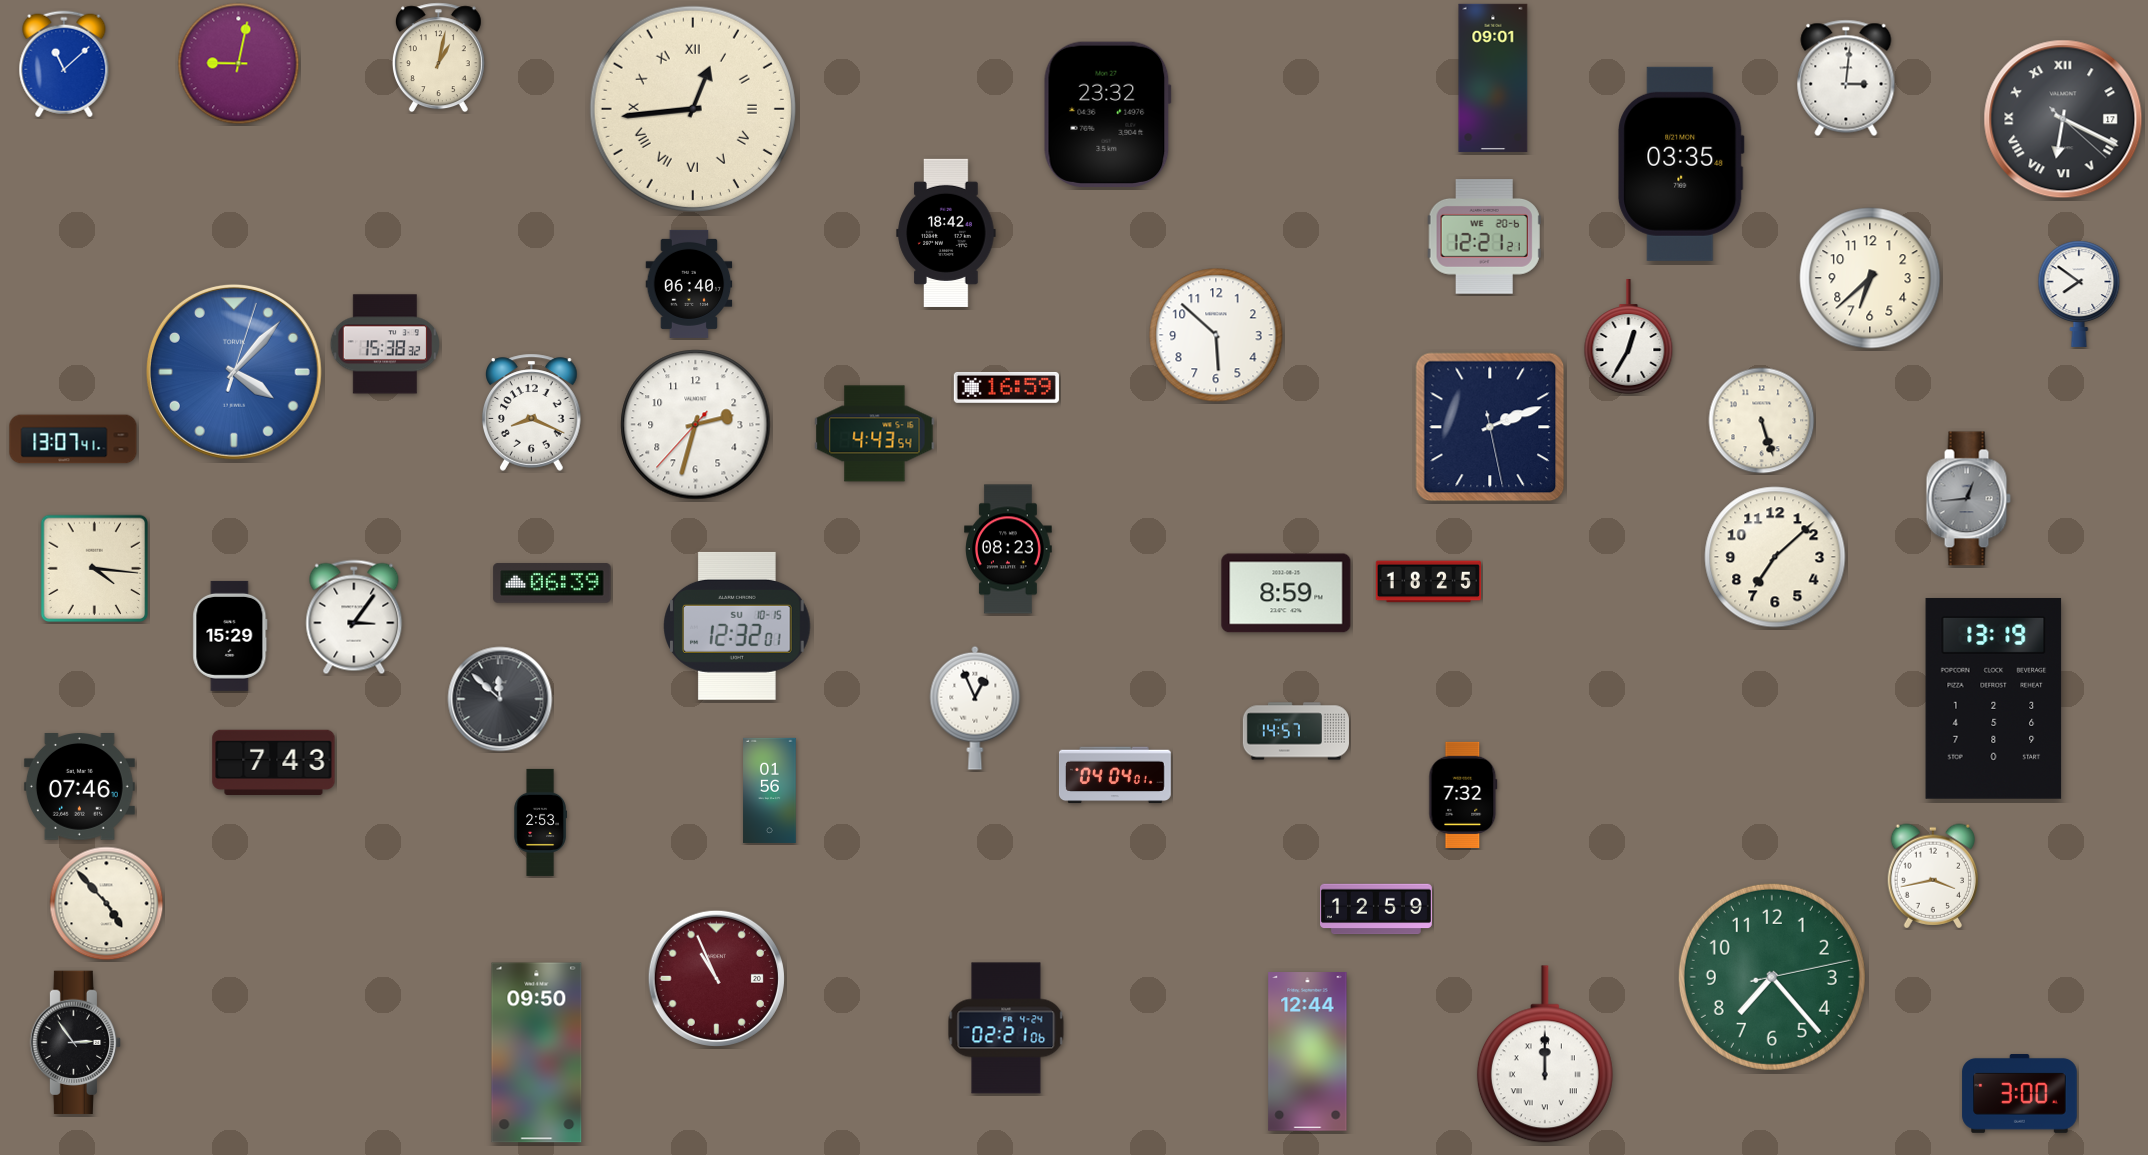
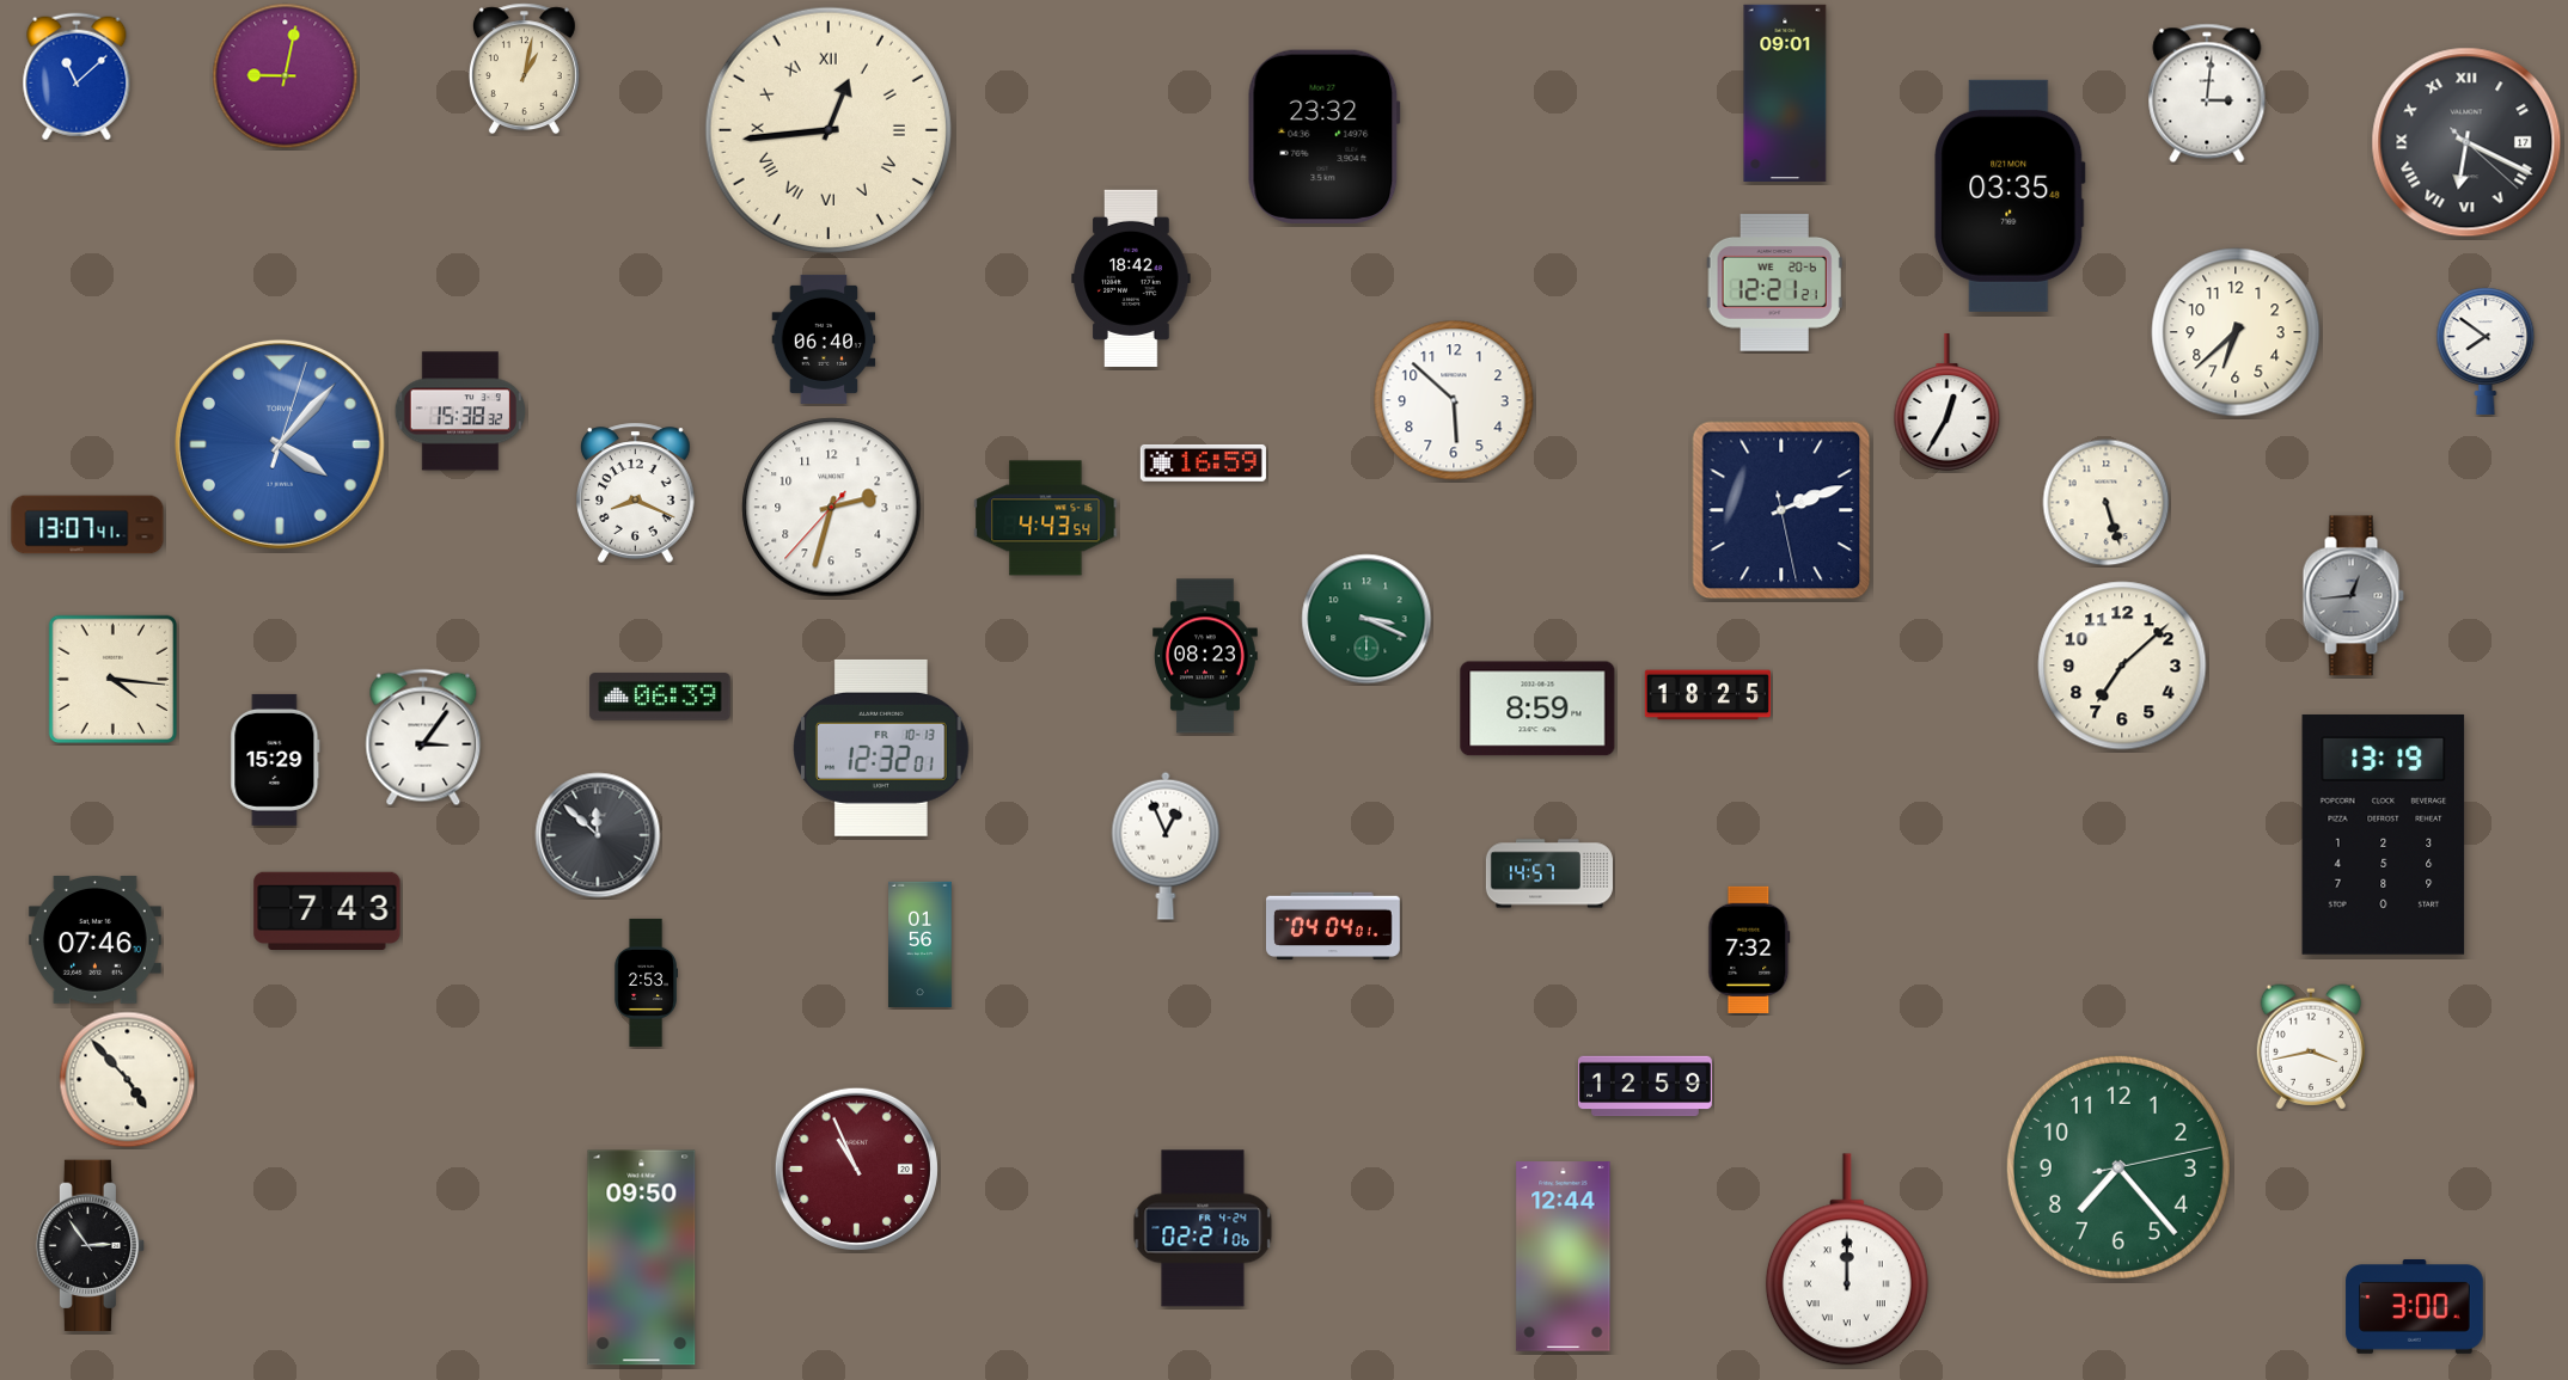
clock at (1366, 619): none -> 3:19
clock at (737, 626) date: SU 10-15 -> FR 10-13
